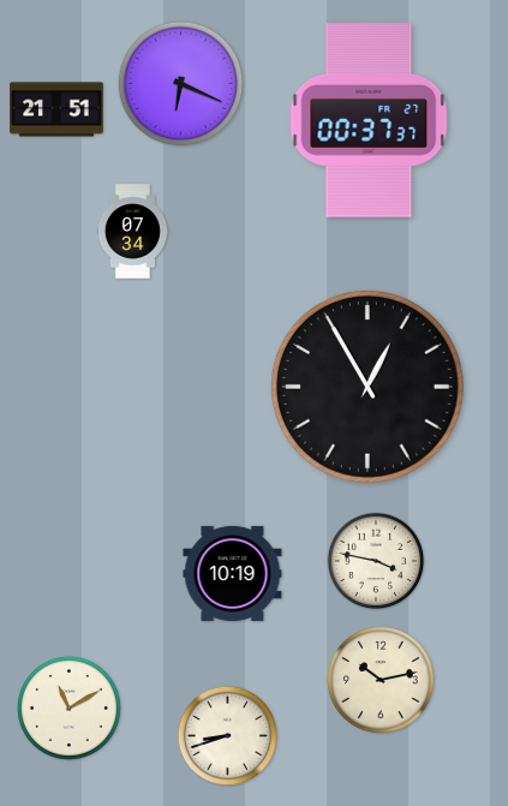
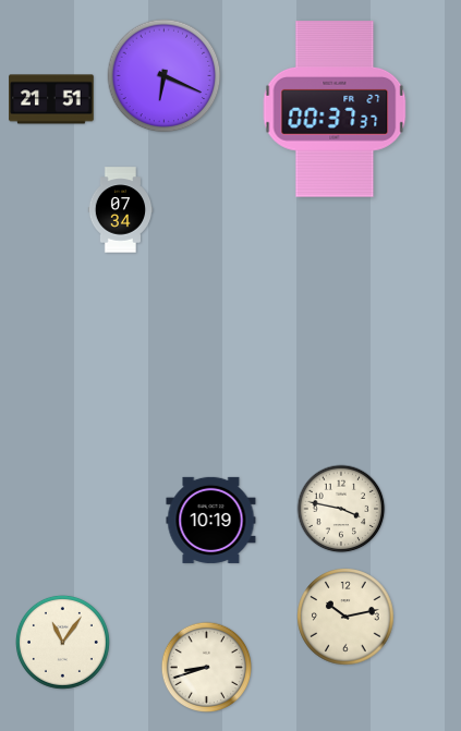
clock at (367, 387): 12:55 -> none
clock at (68, 708): 11:10 -> 11:06
